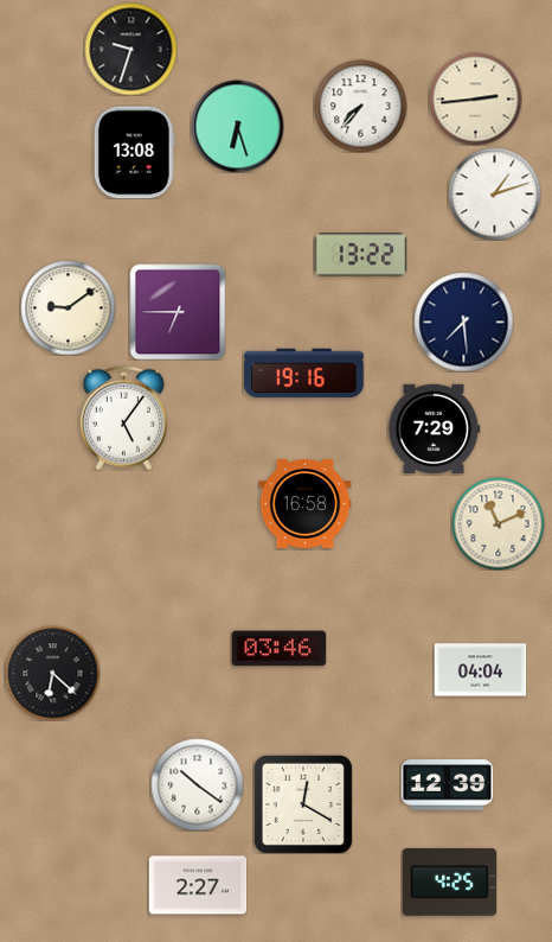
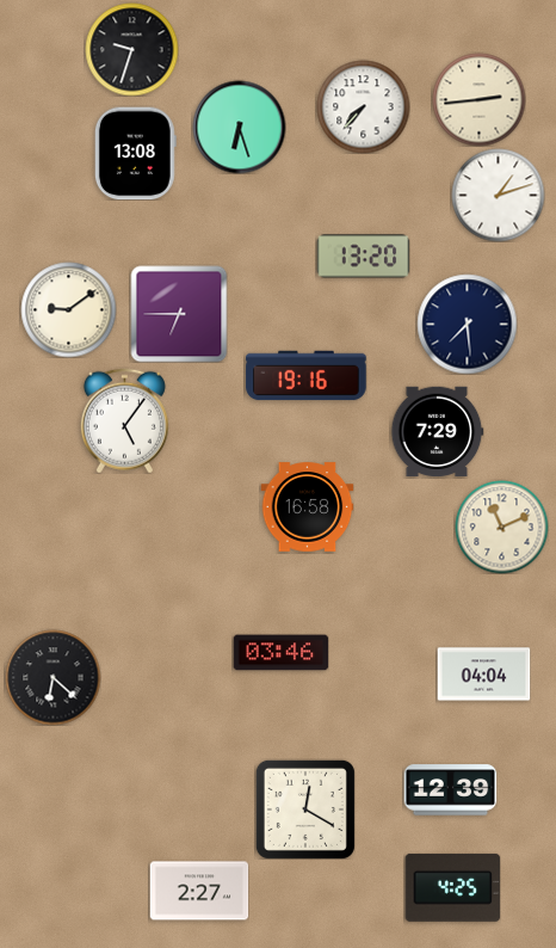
clock at (360, 255): 13:22 -> 13:20
clock at (197, 784): 10:21 -> none
